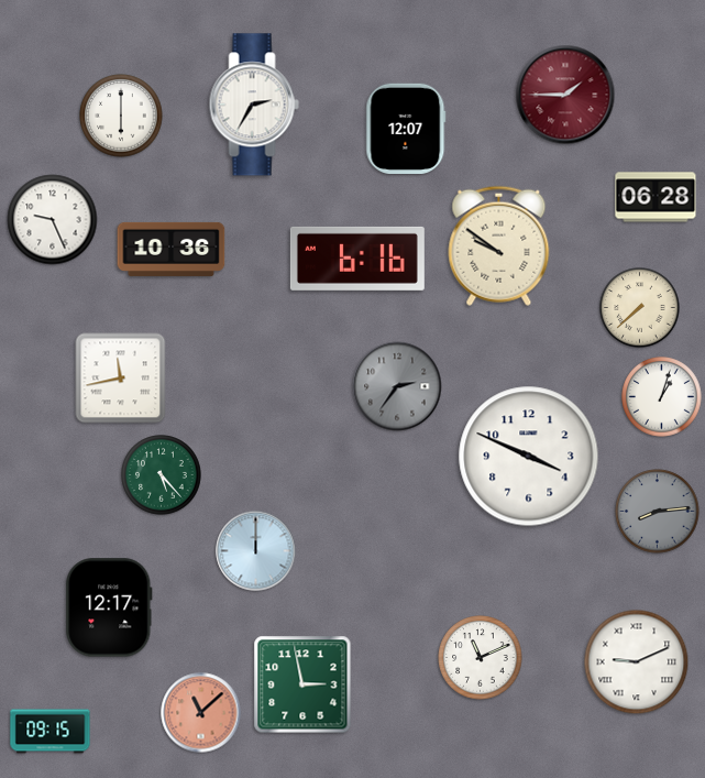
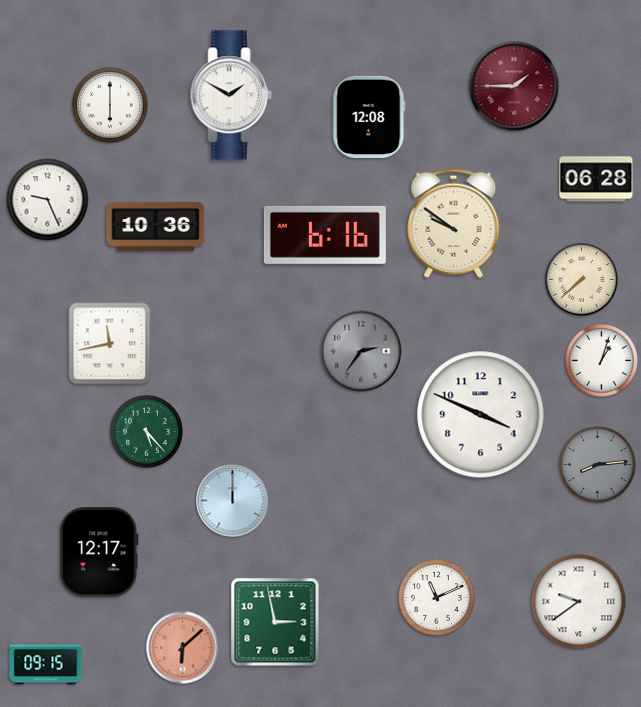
clock at (254, 105): 2:35 -> 1:50
clock at (406, 128): 12:07 -> 12:08
clock at (637, 662): 9:11 -> 9:39
clock at (201, 713): 11:08 -> 6:08
